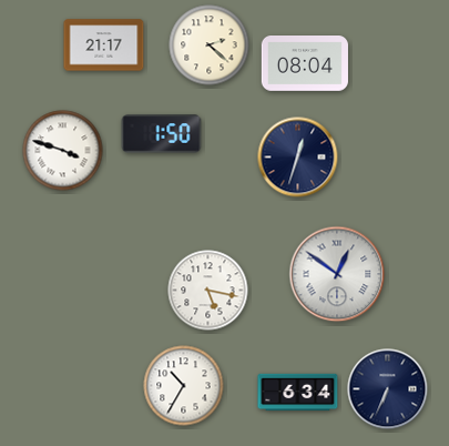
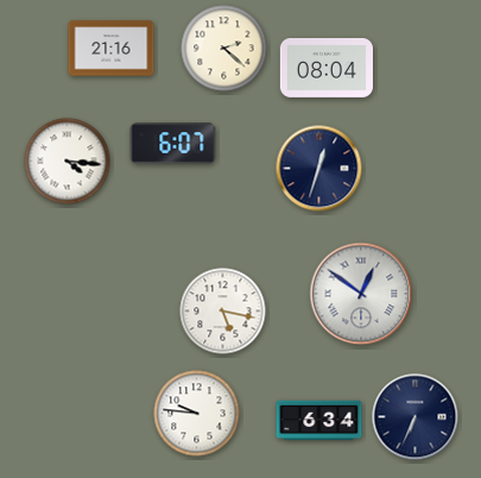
clock at (104, 45): 21:17 -> 21:16
clock at (162, 134): 1:50 -> 6:07
clock at (63, 151): 3:48 -> 4:16
clock at (184, 386): 10:35 -> 9:46
